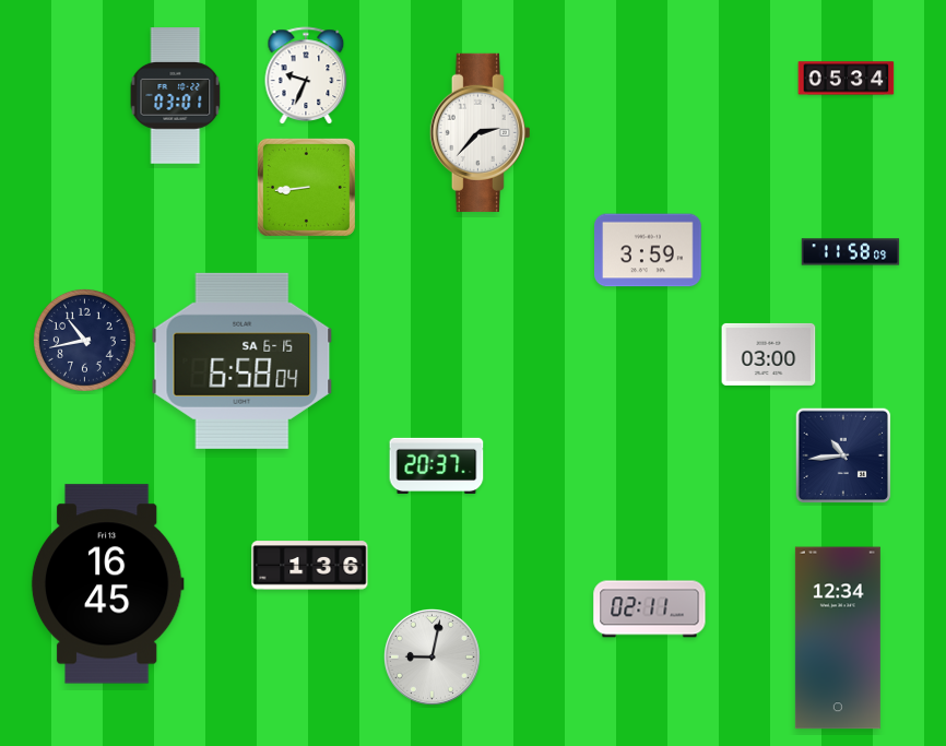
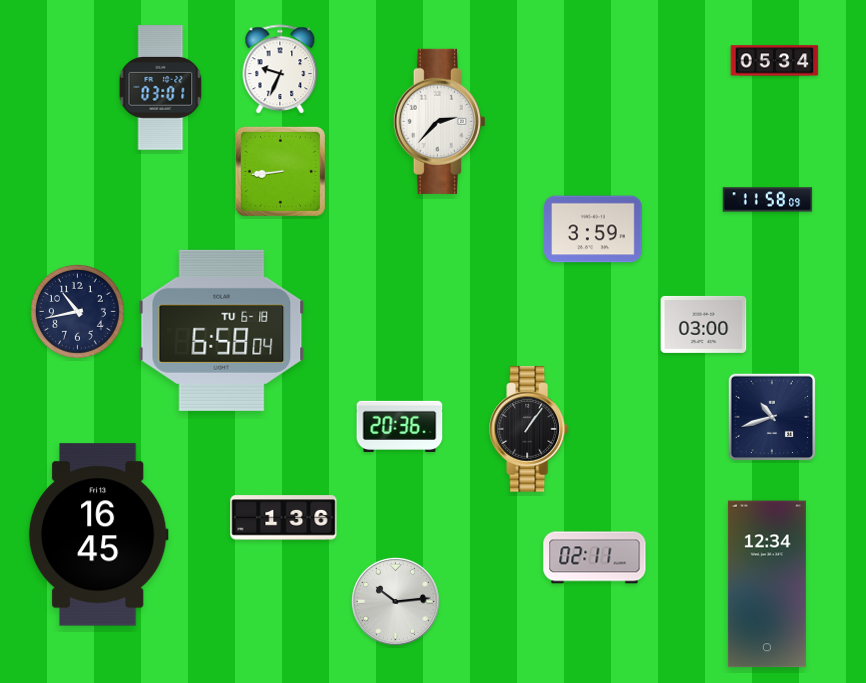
clock at (847, 79) position: (847, 79) -> (775, 61)
clock at (851, 252) position: (851, 252) -> (768, 200)
clock at (243, 360) date: SA 6-15 -> TU 6-18
clock at (843, 455): 10:44 -> 10:42
clock at (437, 465): 20:37 -> 20:36
clock at (530, 429): none -> 1:06
clock at (431, 656): 9:02 -> 10:14
